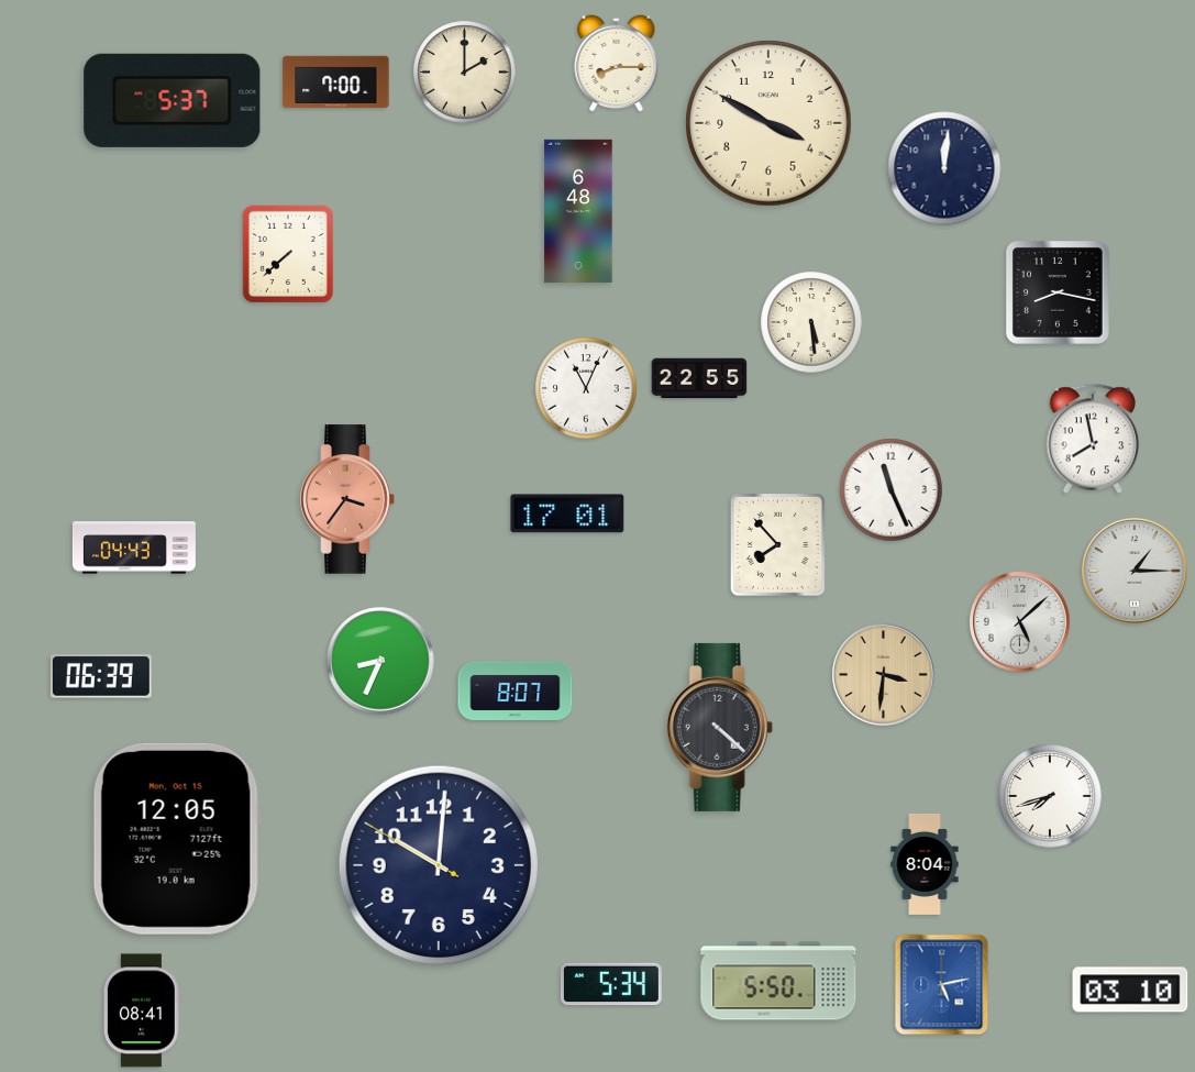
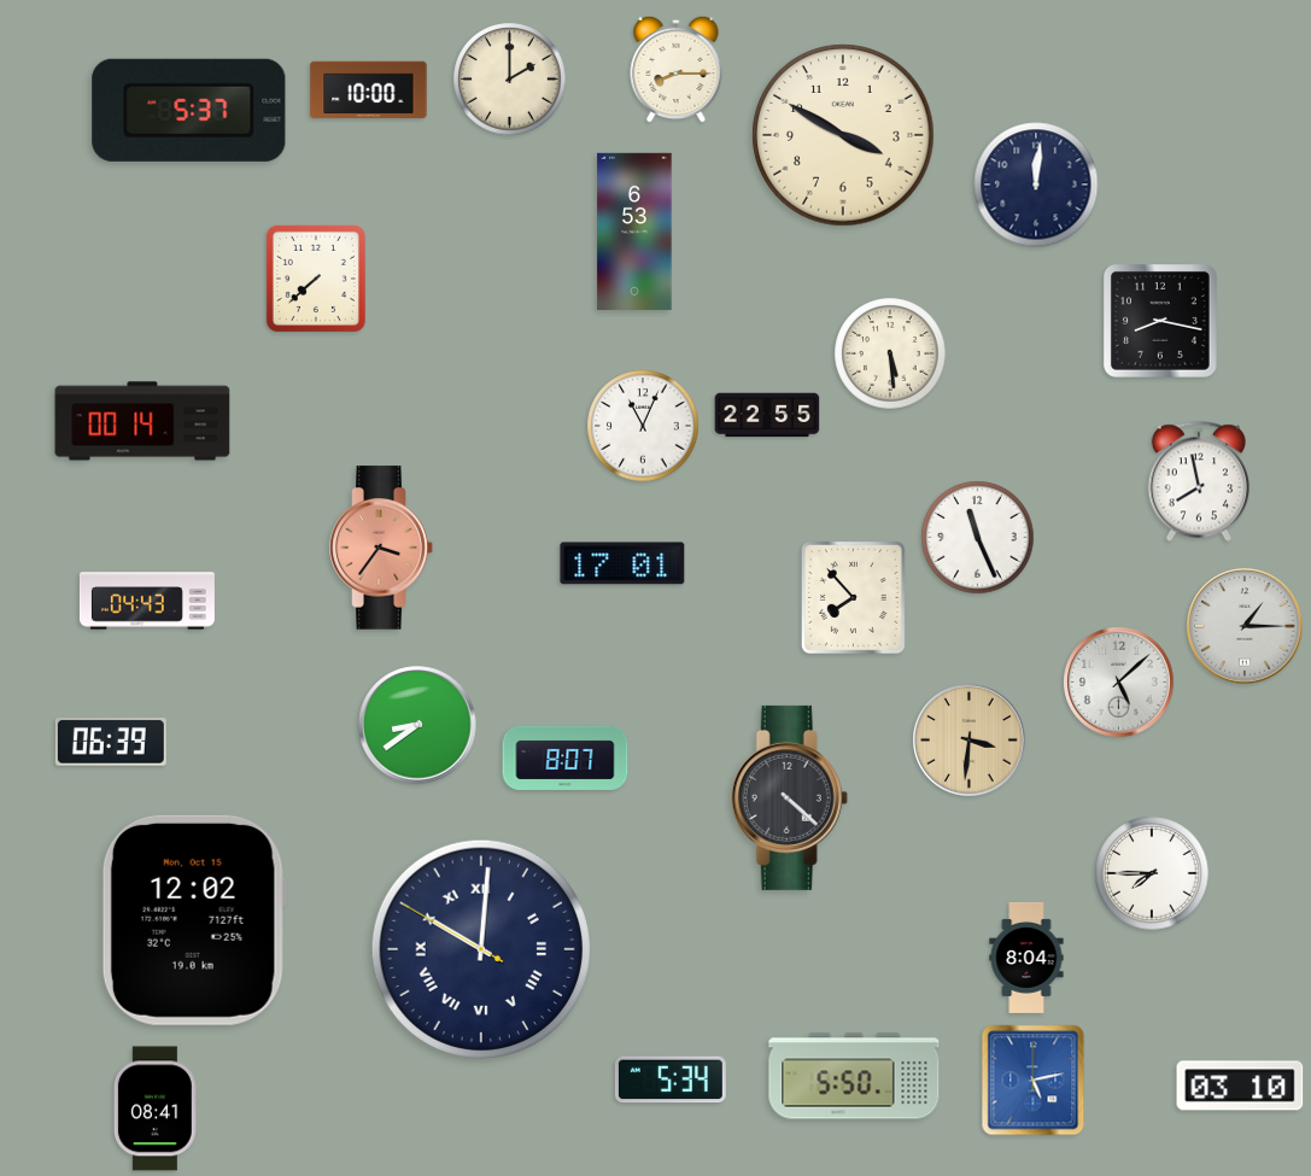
clock at (336, 82): 7:00 -> 10:00
clock at (578, 211): 6:48 -> 6:53
clock at (142, 421): none -> 00:14
clock at (380, 661): 8:34 -> 8:39
clock at (1050, 796): 7:42 -> 7:45
clock at (177, 839): 12:05 -> 12:02
clock at (438, 864) numerals: Arabic -> Roman
clock at (925, 864) position: (925, 864) -> (1026, 958)
